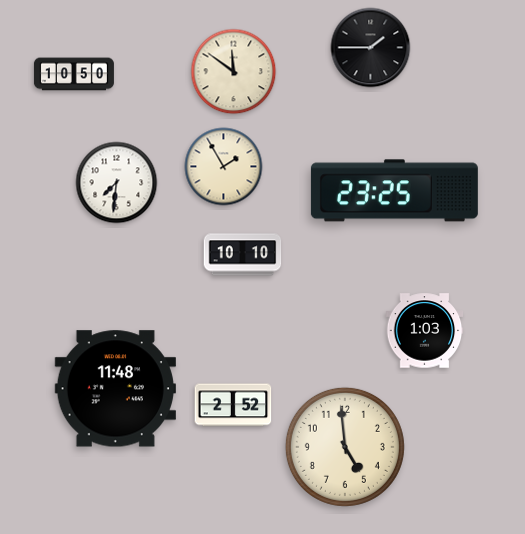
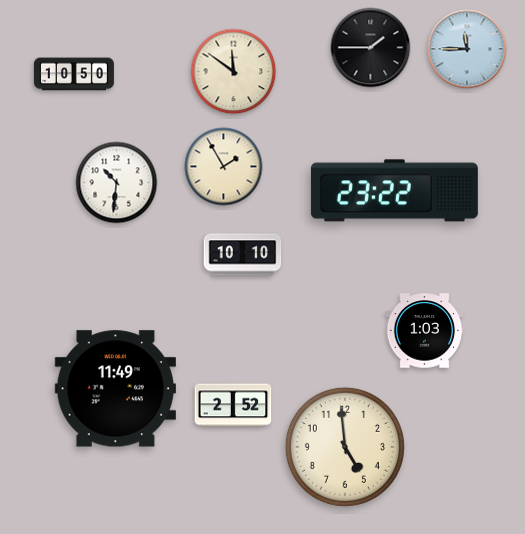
clock at (467, 49): none -> 11:45
clock at (117, 183): 7:31 -> 10:31
clock at (394, 191): 23:25 -> 23:22
clock at (115, 389): 11:48 -> 11:49
